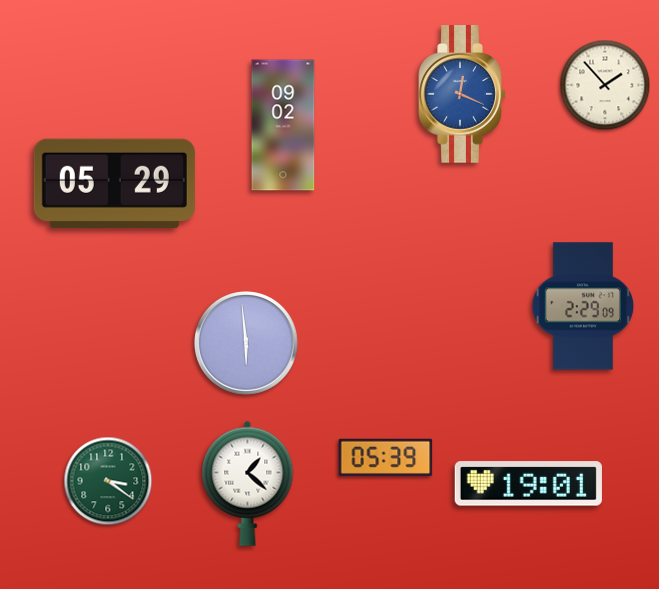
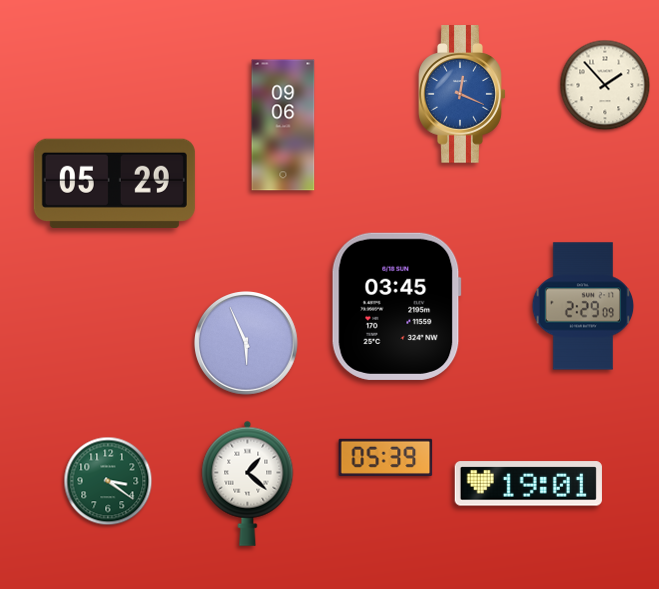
clock at (283, 125): 09:02 -> 09:06
clock at (396, 306): none -> 03:45
clock at (247, 344): 5:59 -> 5:56
